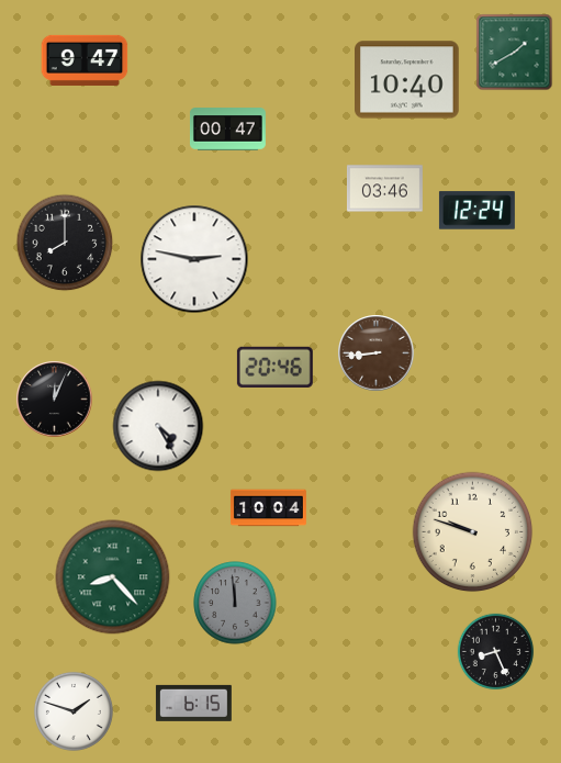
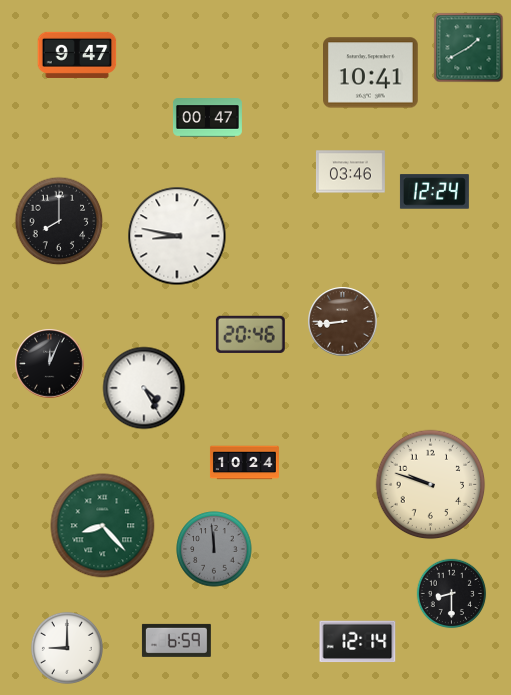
clock at (407, 80): 10:40 -> 10:41
clock at (194, 259): 2:47 -> 8:47
clock at (268, 508): 10:04 -> 10:24
clock at (496, 652): 8:26 -> 8:30
clock at (193, 703): 6:15 -> 6:59
clock at (358, 642): none -> 12:14
clock at (74, 711): 1:48 -> 9:00
